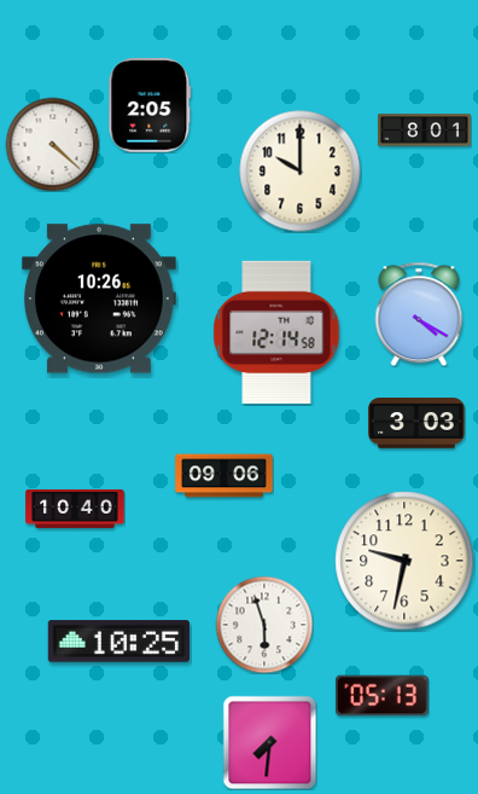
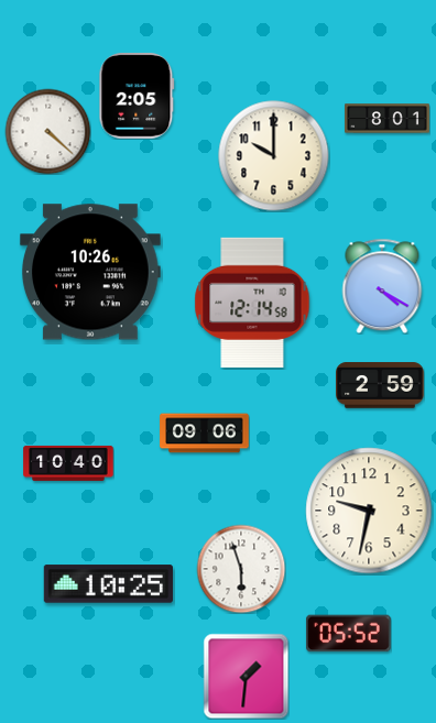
clock at (416, 423): 3:03 -> 2:59
clock at (381, 696): 05:13 -> 05:52
clock at (269, 742): 7:31 -> 1:31
